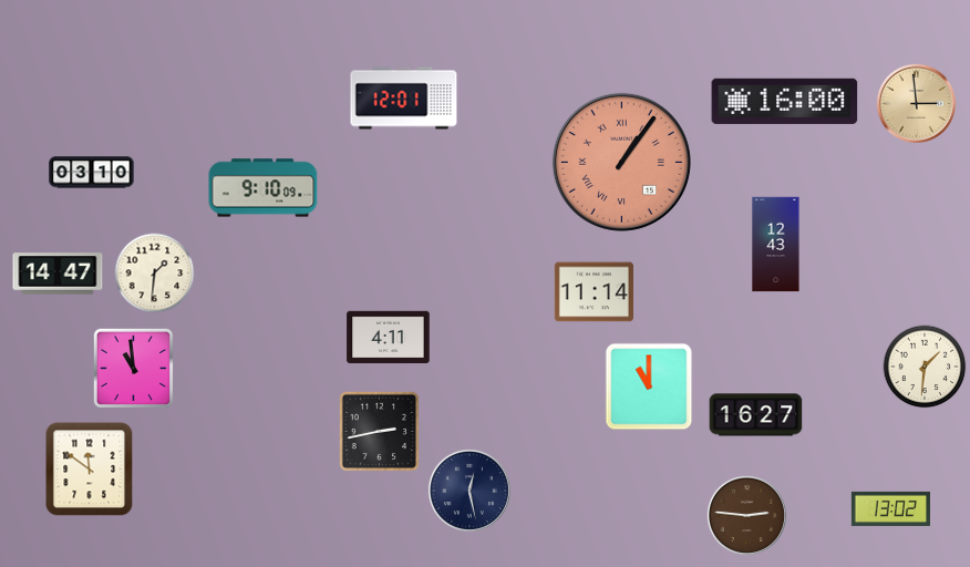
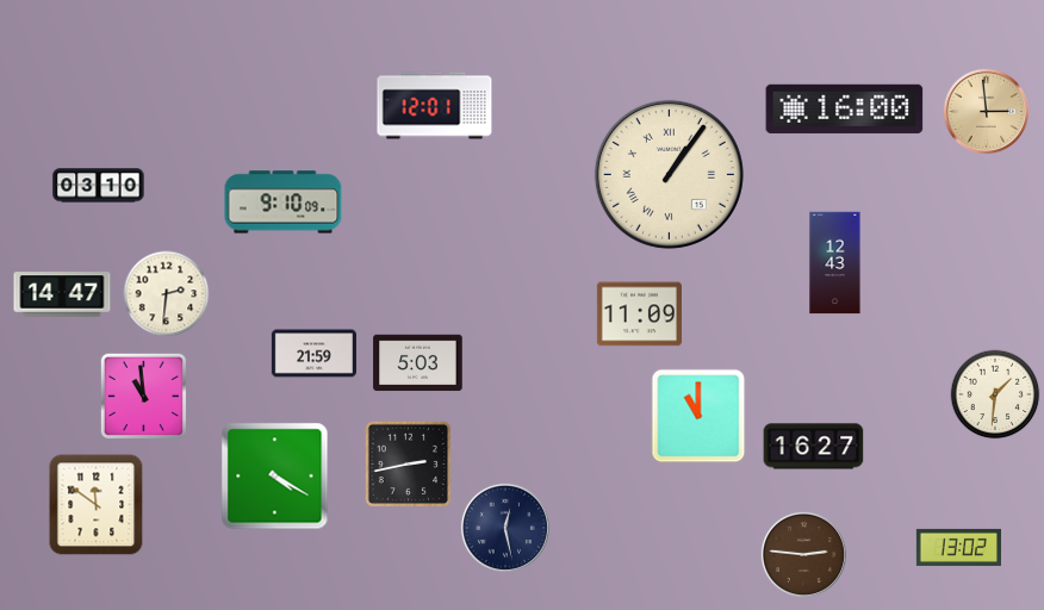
clock at (621, 162) dial: salmon -> cream
clock at (155, 274): 1:31 -> 2:31
clock at (594, 292): 11:14 -> 11:09
clock at (313, 354): none -> 21:59
clock at (389, 338): 4:11 -> 5:03
clock at (275, 477): none -> 4:20
